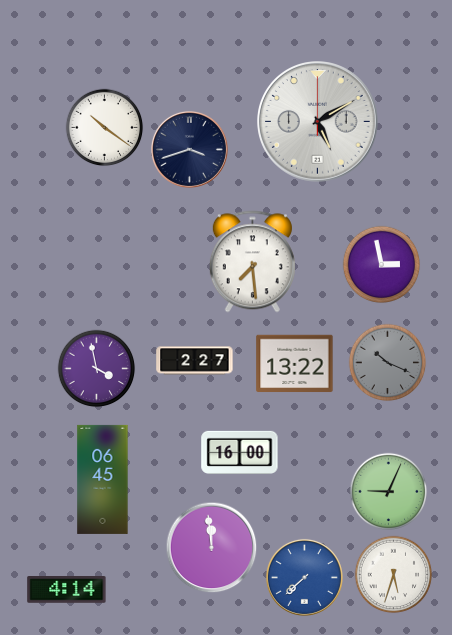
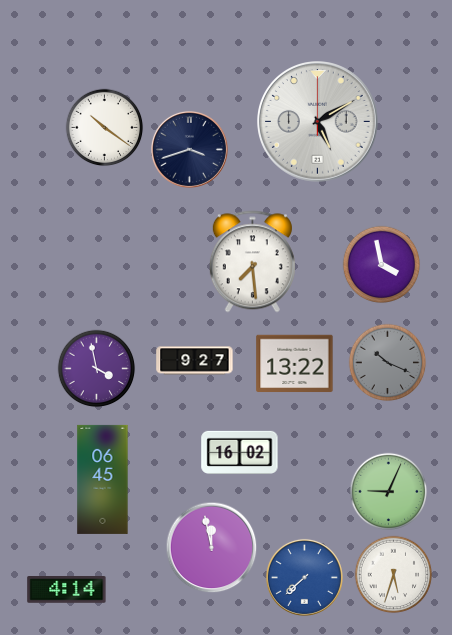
clock at (381, 264): 2:58 -> 3:58
clock at (195, 361): 2:27 -> 9:27
clock at (240, 452): 16:00 -> 16:02
clock at (211, 547): 11:59 -> 11:58
